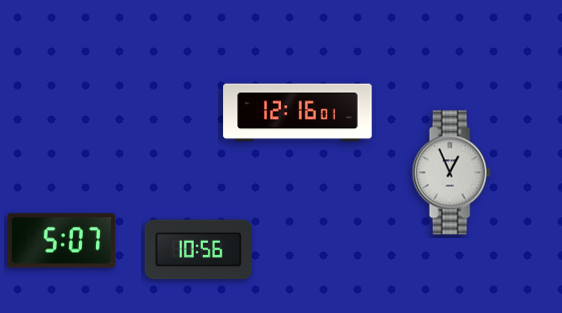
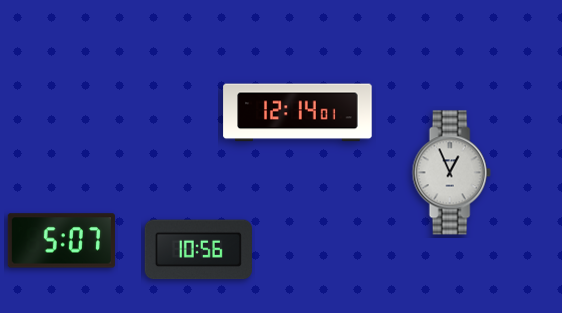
clock at (298, 113): 12:16 -> 12:14
